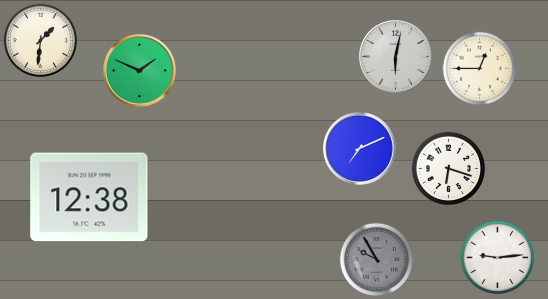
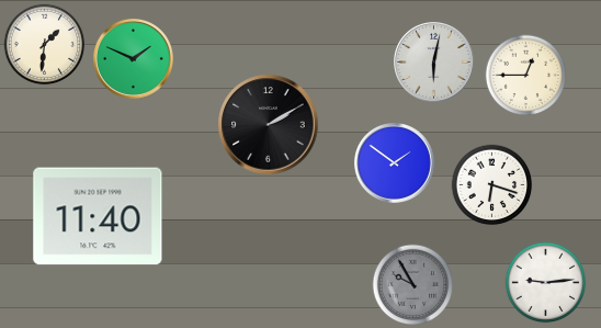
clock at (140, 71) position: (140, 71) -> (134, 59)
clock at (269, 125): none -> 2:10
clock at (360, 149): 7:11 -> 1:51
clock at (89, 197): 12:38 -> 11:40
